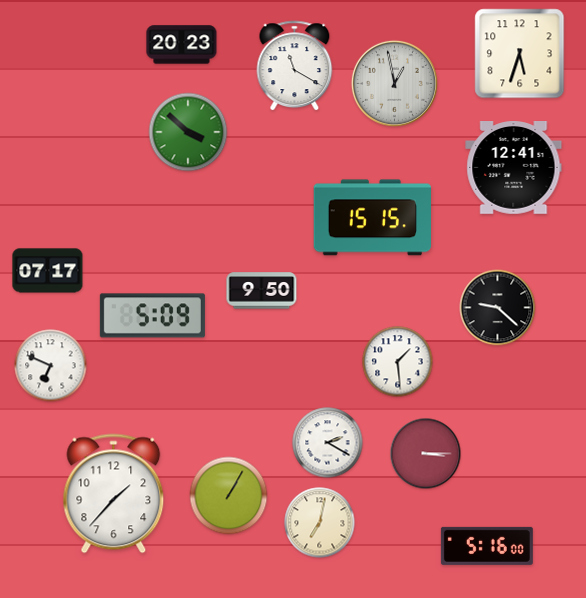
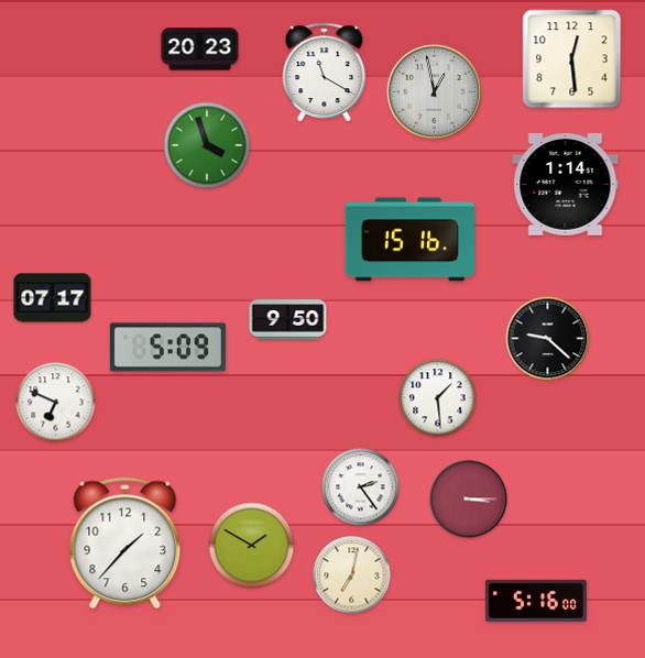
clock at (520, 54): 5:33 -> 12:29
clock at (188, 132): 3:52 -> 3:57
clock at (514, 168): 12:41 -> 1:14
clock at (372, 218): 15:15 -> 15:16
clock at (328, 443): 2:20 -> 2:24
clock at (229, 496): 1:05 -> 1:50
